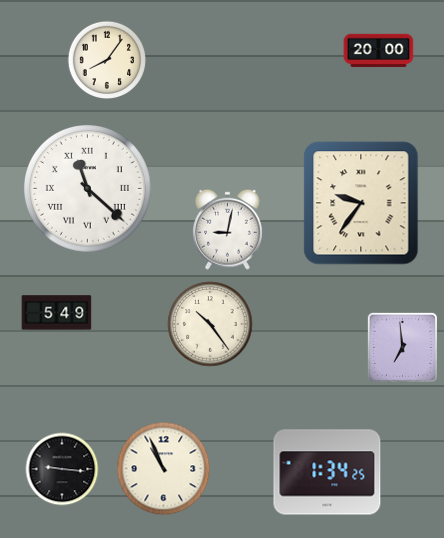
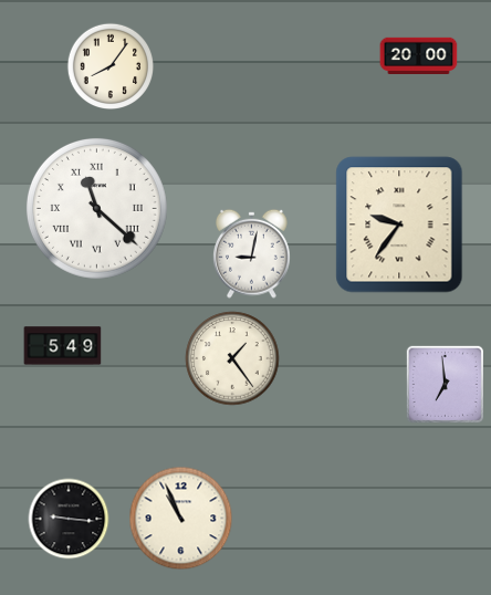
clock at (106, 59) position: (106, 59) -> (109, 65)
clock at (210, 324): 10:24 -> 1:24
clock at (327, 472): 1:34 -> none
